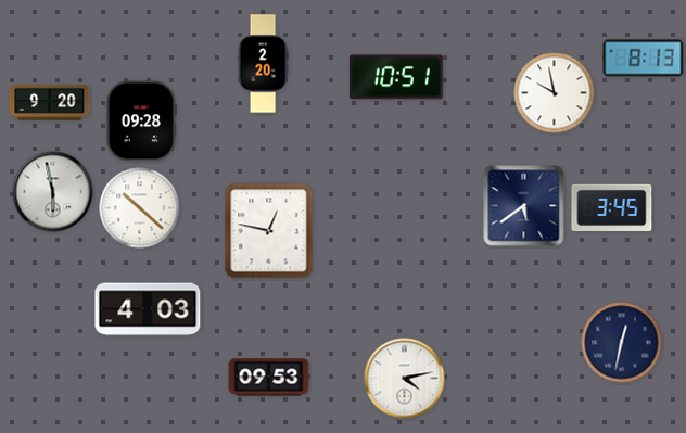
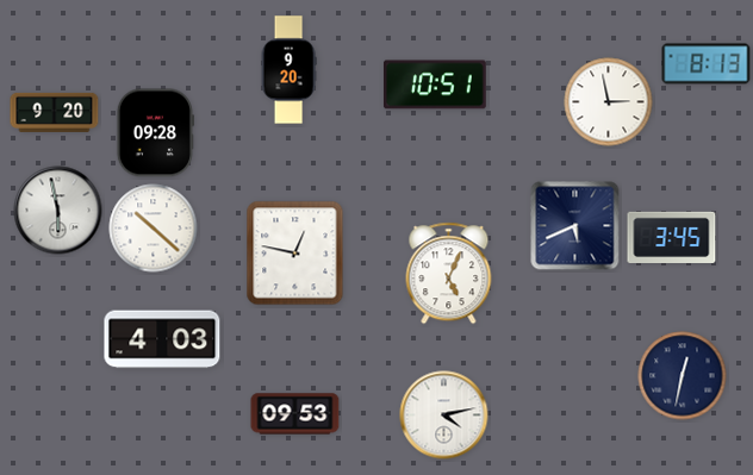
clock at (263, 64): 2:20 -> 9:20
clock at (555, 93): 9:58 -> 2:58
clock at (524, 206): 5:39 -> 5:41
clock at (612, 207) position: (612, 207) -> (672, 237)
clock at (449, 274): none -> 5:04
